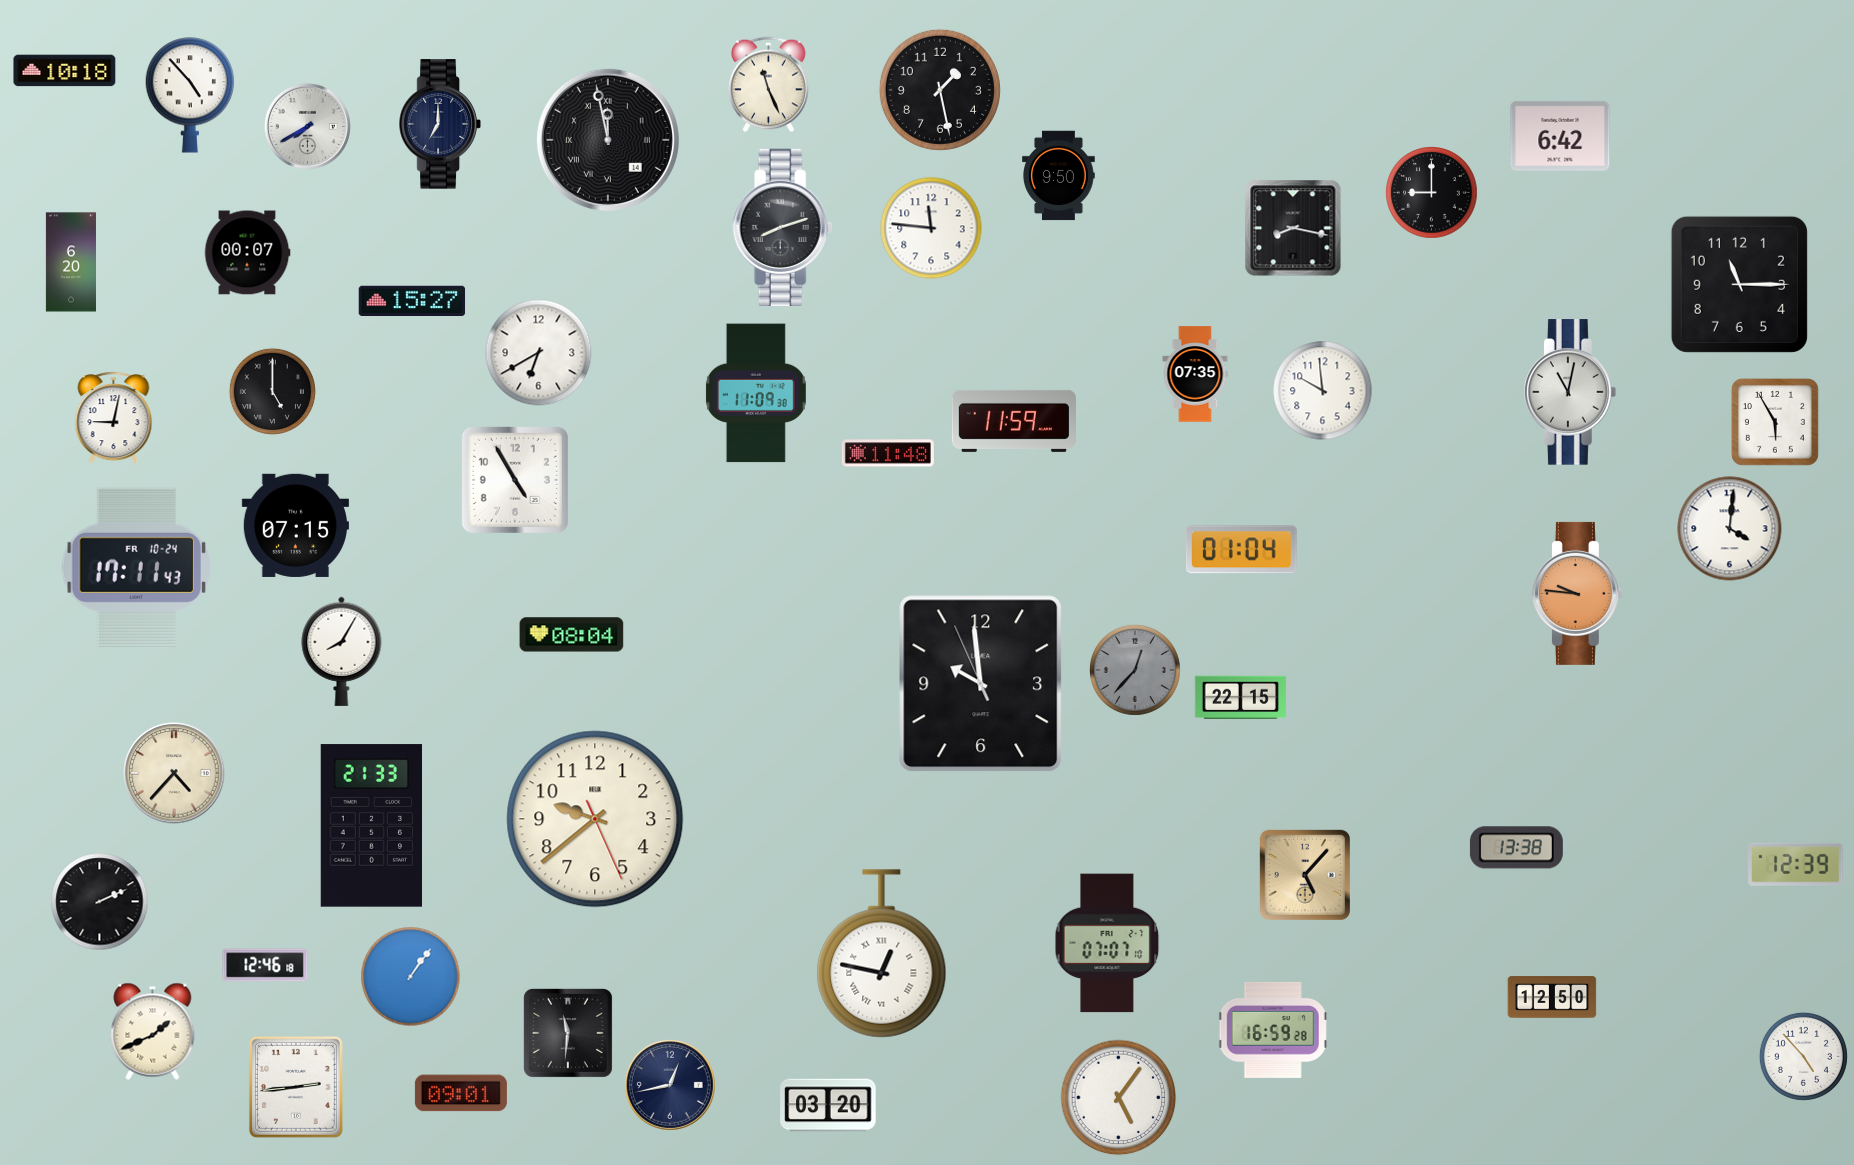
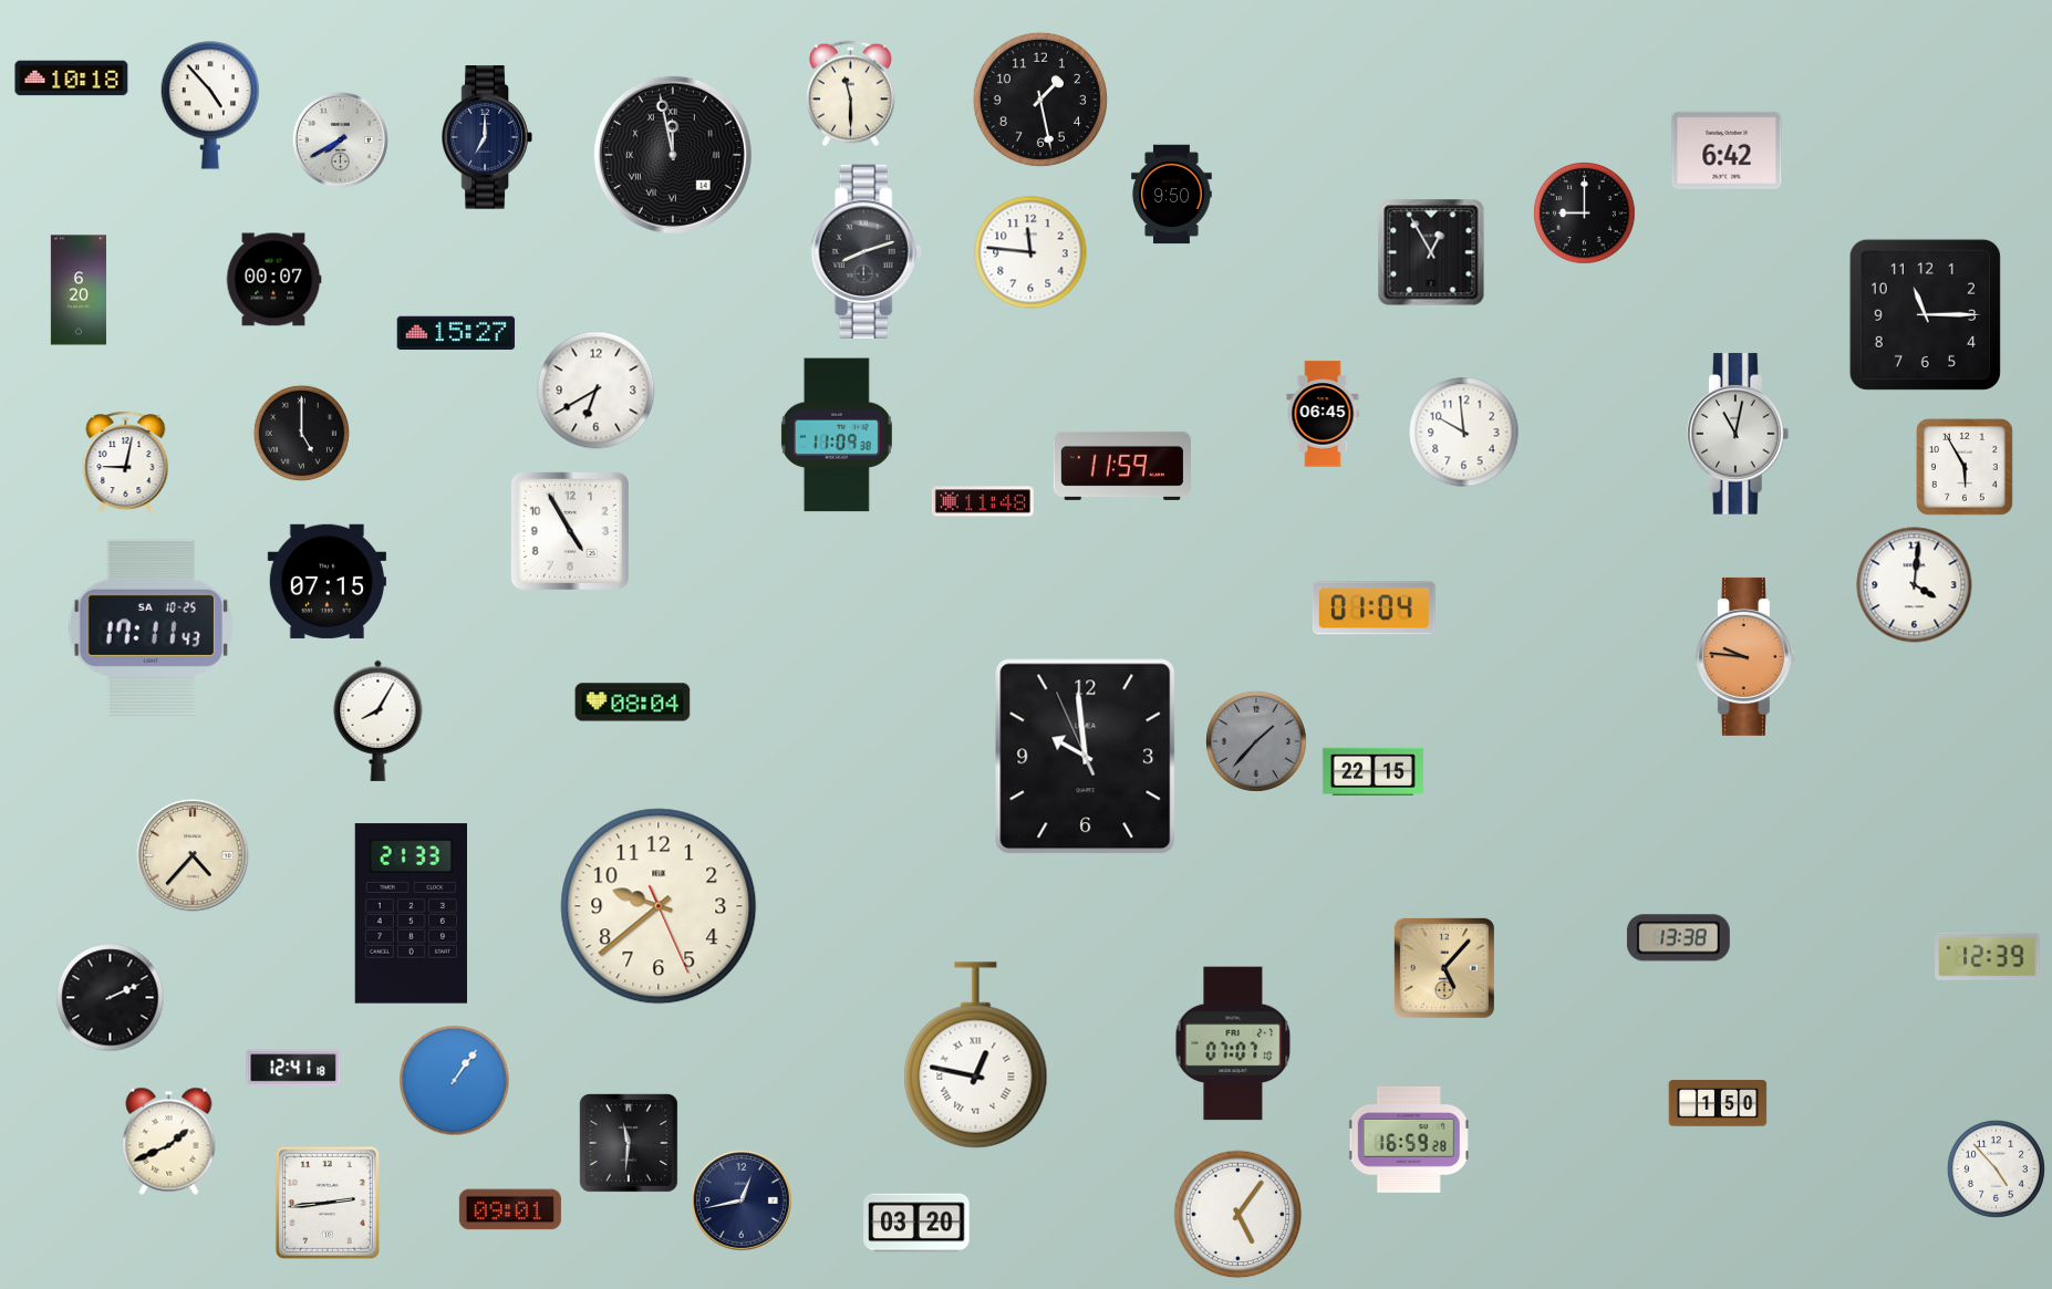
clock at (769, 85): 11:26 -> 11:30
clock at (1293, 228): 8:17 -> 12:55
clock at (1195, 374): 07:35 -> 06:45
clock at (136, 567) date: FR 10-24 -> SA 10-25
clock at (1135, 670): 12:37 -> 1:37
clock at (1107, 943) position: (1107, 943) -> (1233, 1043)
clock at (265, 965): 12:46 -> 12:41
clock at (1552, 997): 12:50 -> 1:50
